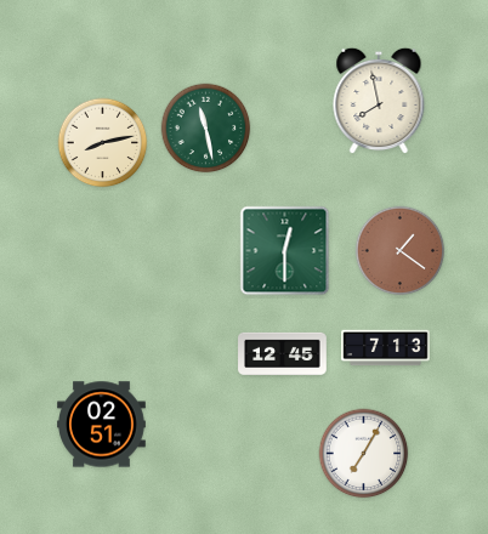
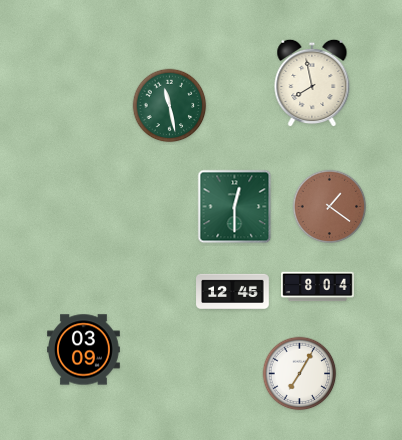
clock at (103, 143): 8:13 -> none
clock at (386, 348): 7:13 -> 8:04
clock at (102, 425): 02:51 -> 03:09
